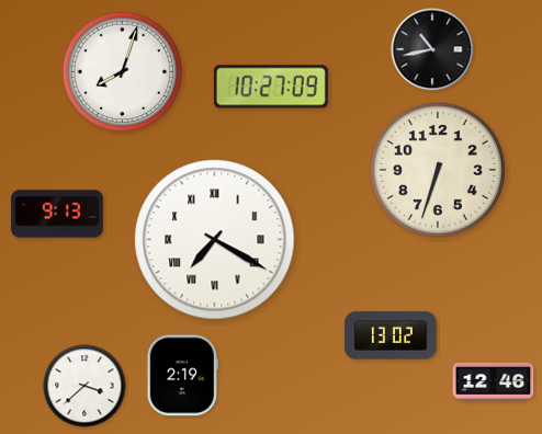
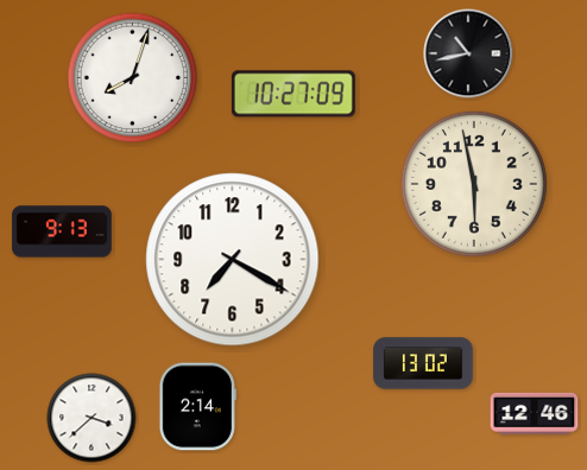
clock at (438, 170): 6:33 -> 5:58
clock at (215, 240) numerals: Roman -> Arabic
clock at (182, 376): 2:19 -> 2:14
